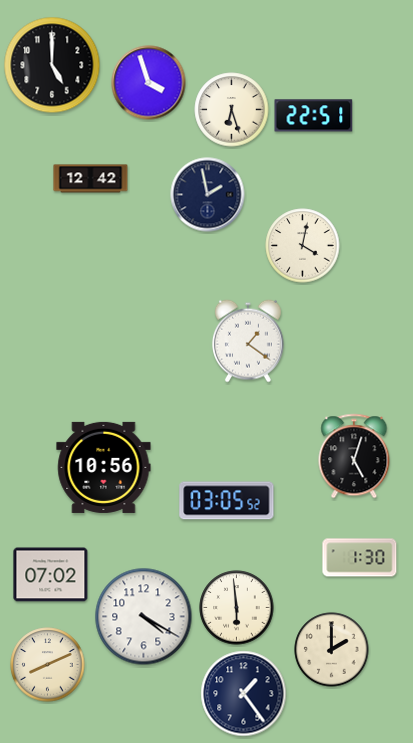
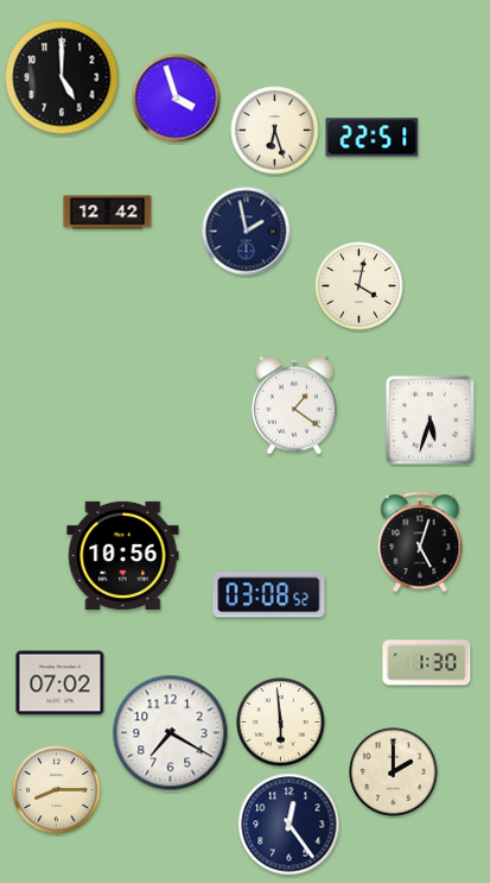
clock at (303, 246) position: (303, 246) -> (359, 286)
clock at (429, 420): none -> 5:33
clock at (227, 501): 03:05 -> 03:08
clock at (144, 617): 4:20 -> 7:20
clock at (48, 665): 8:11 -> 8:15
clock at (244, 694): 1:24 -> 12:24
